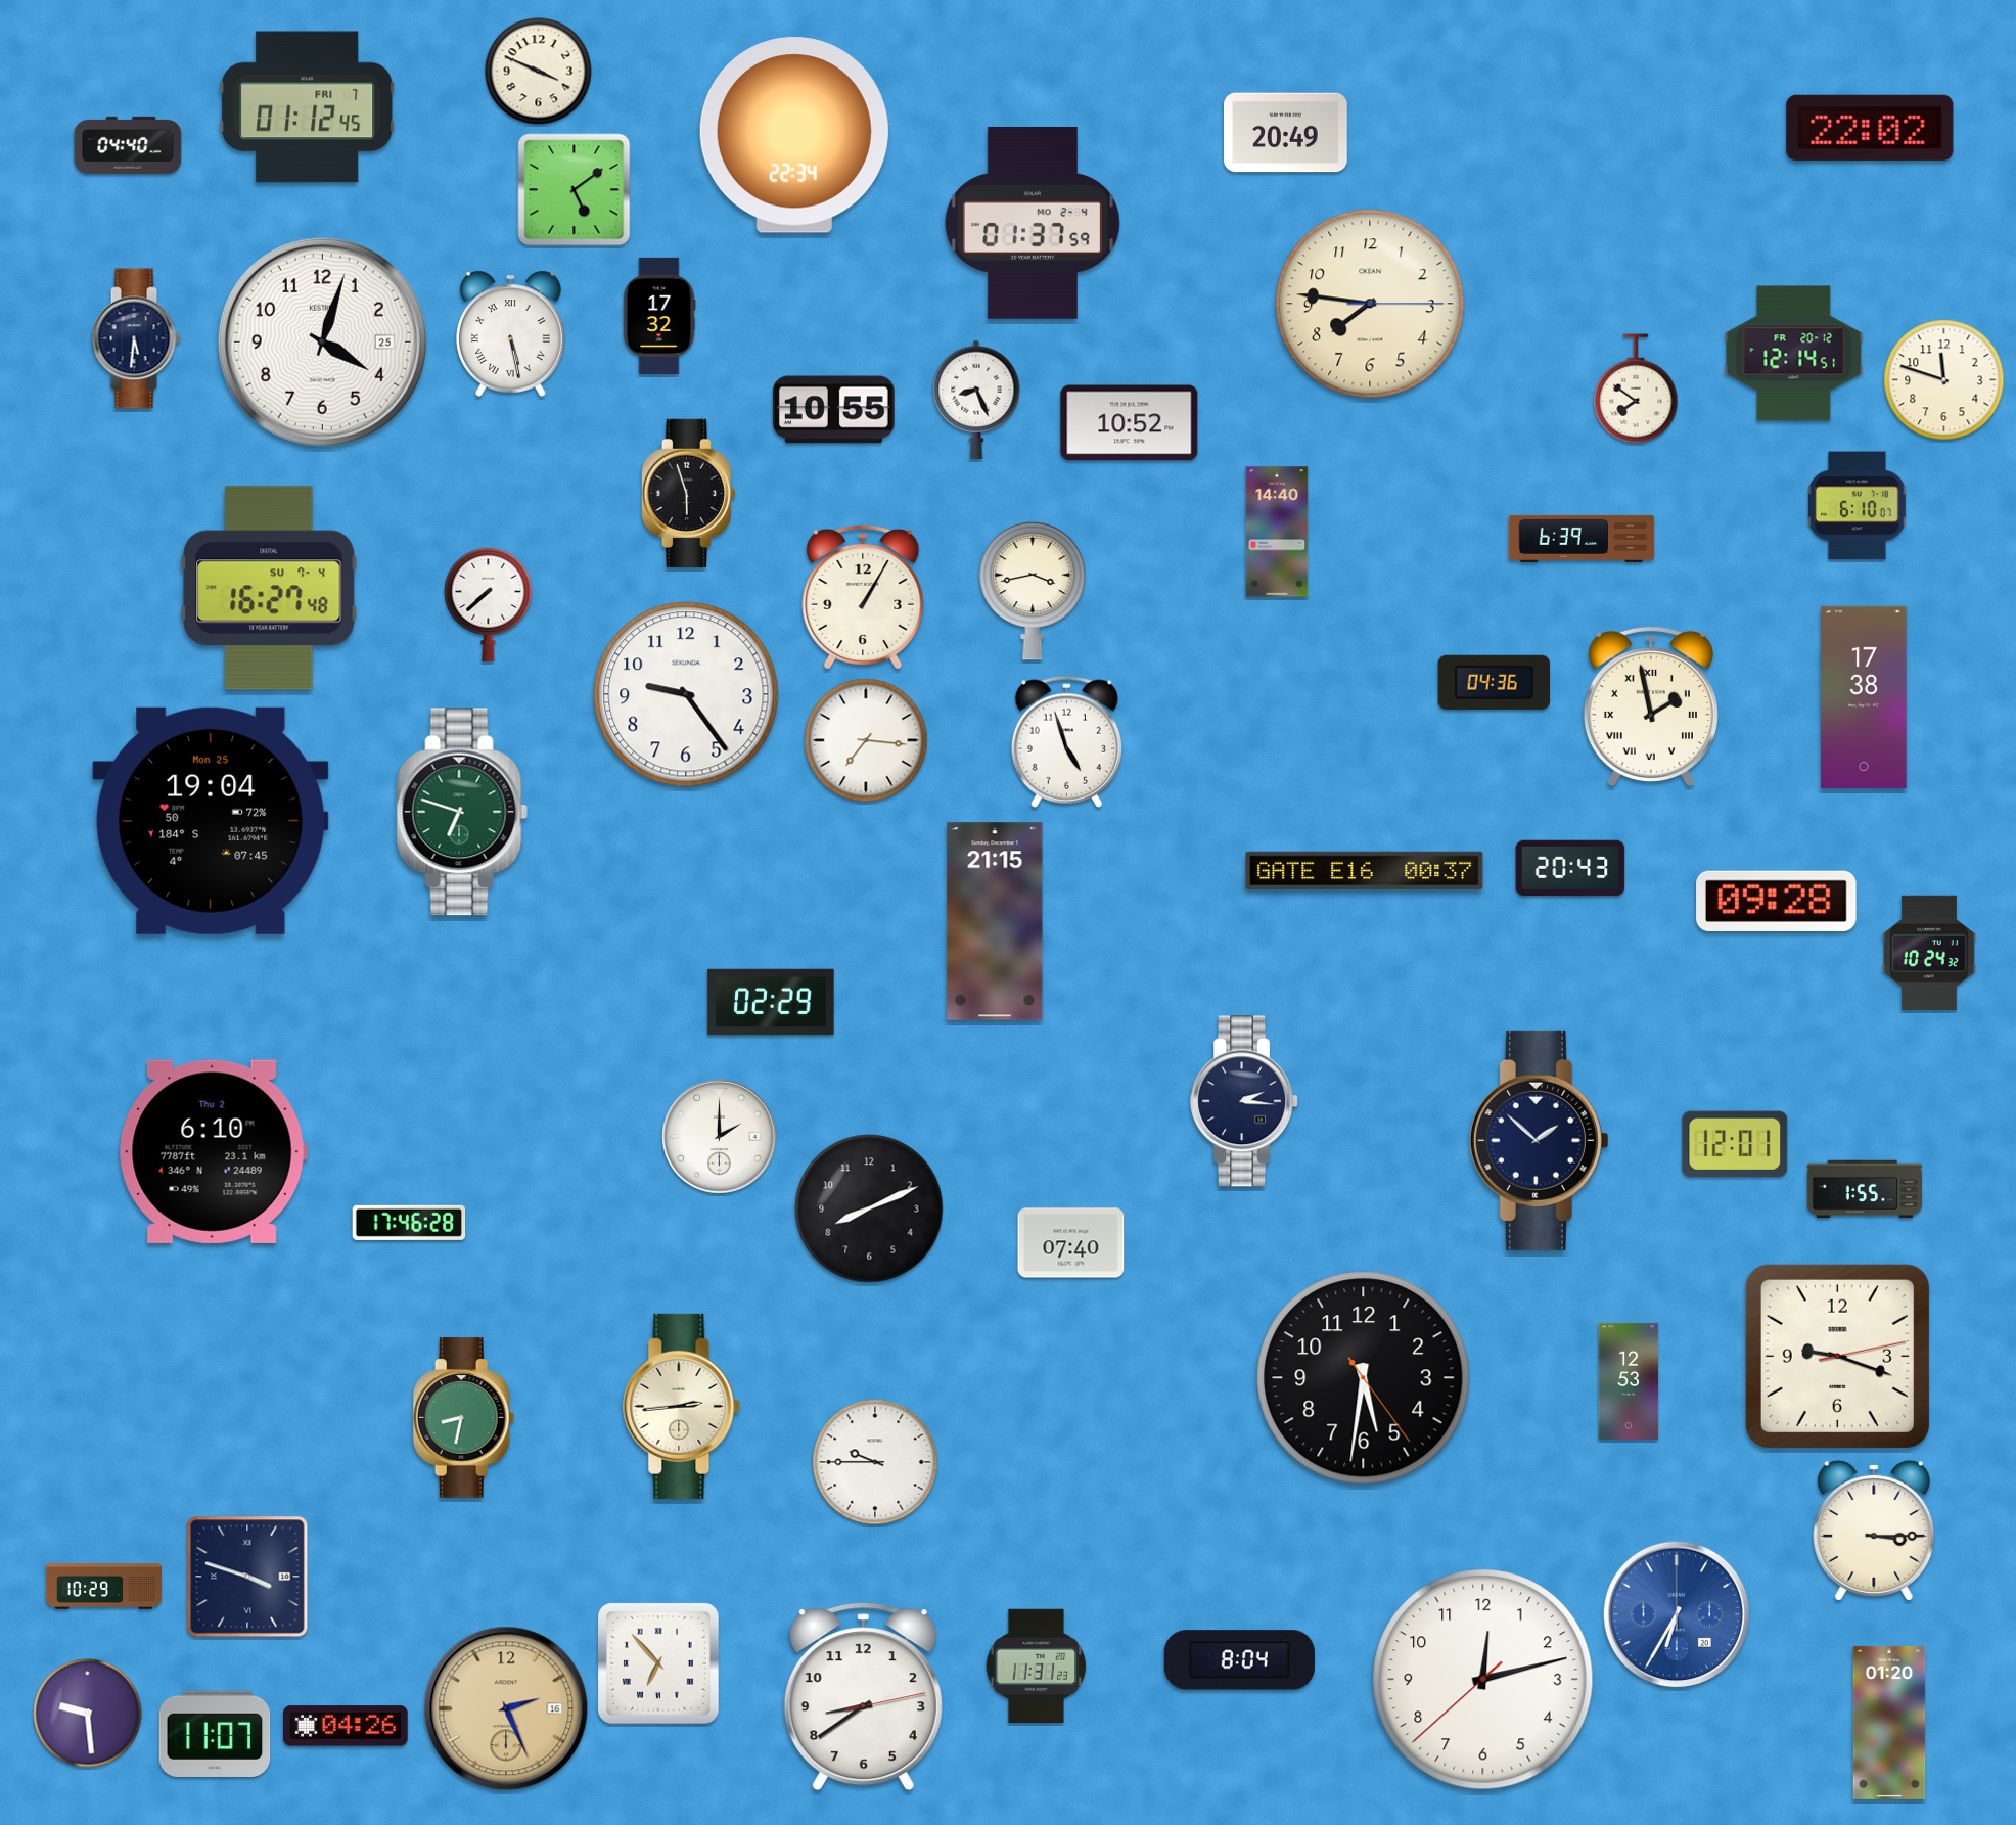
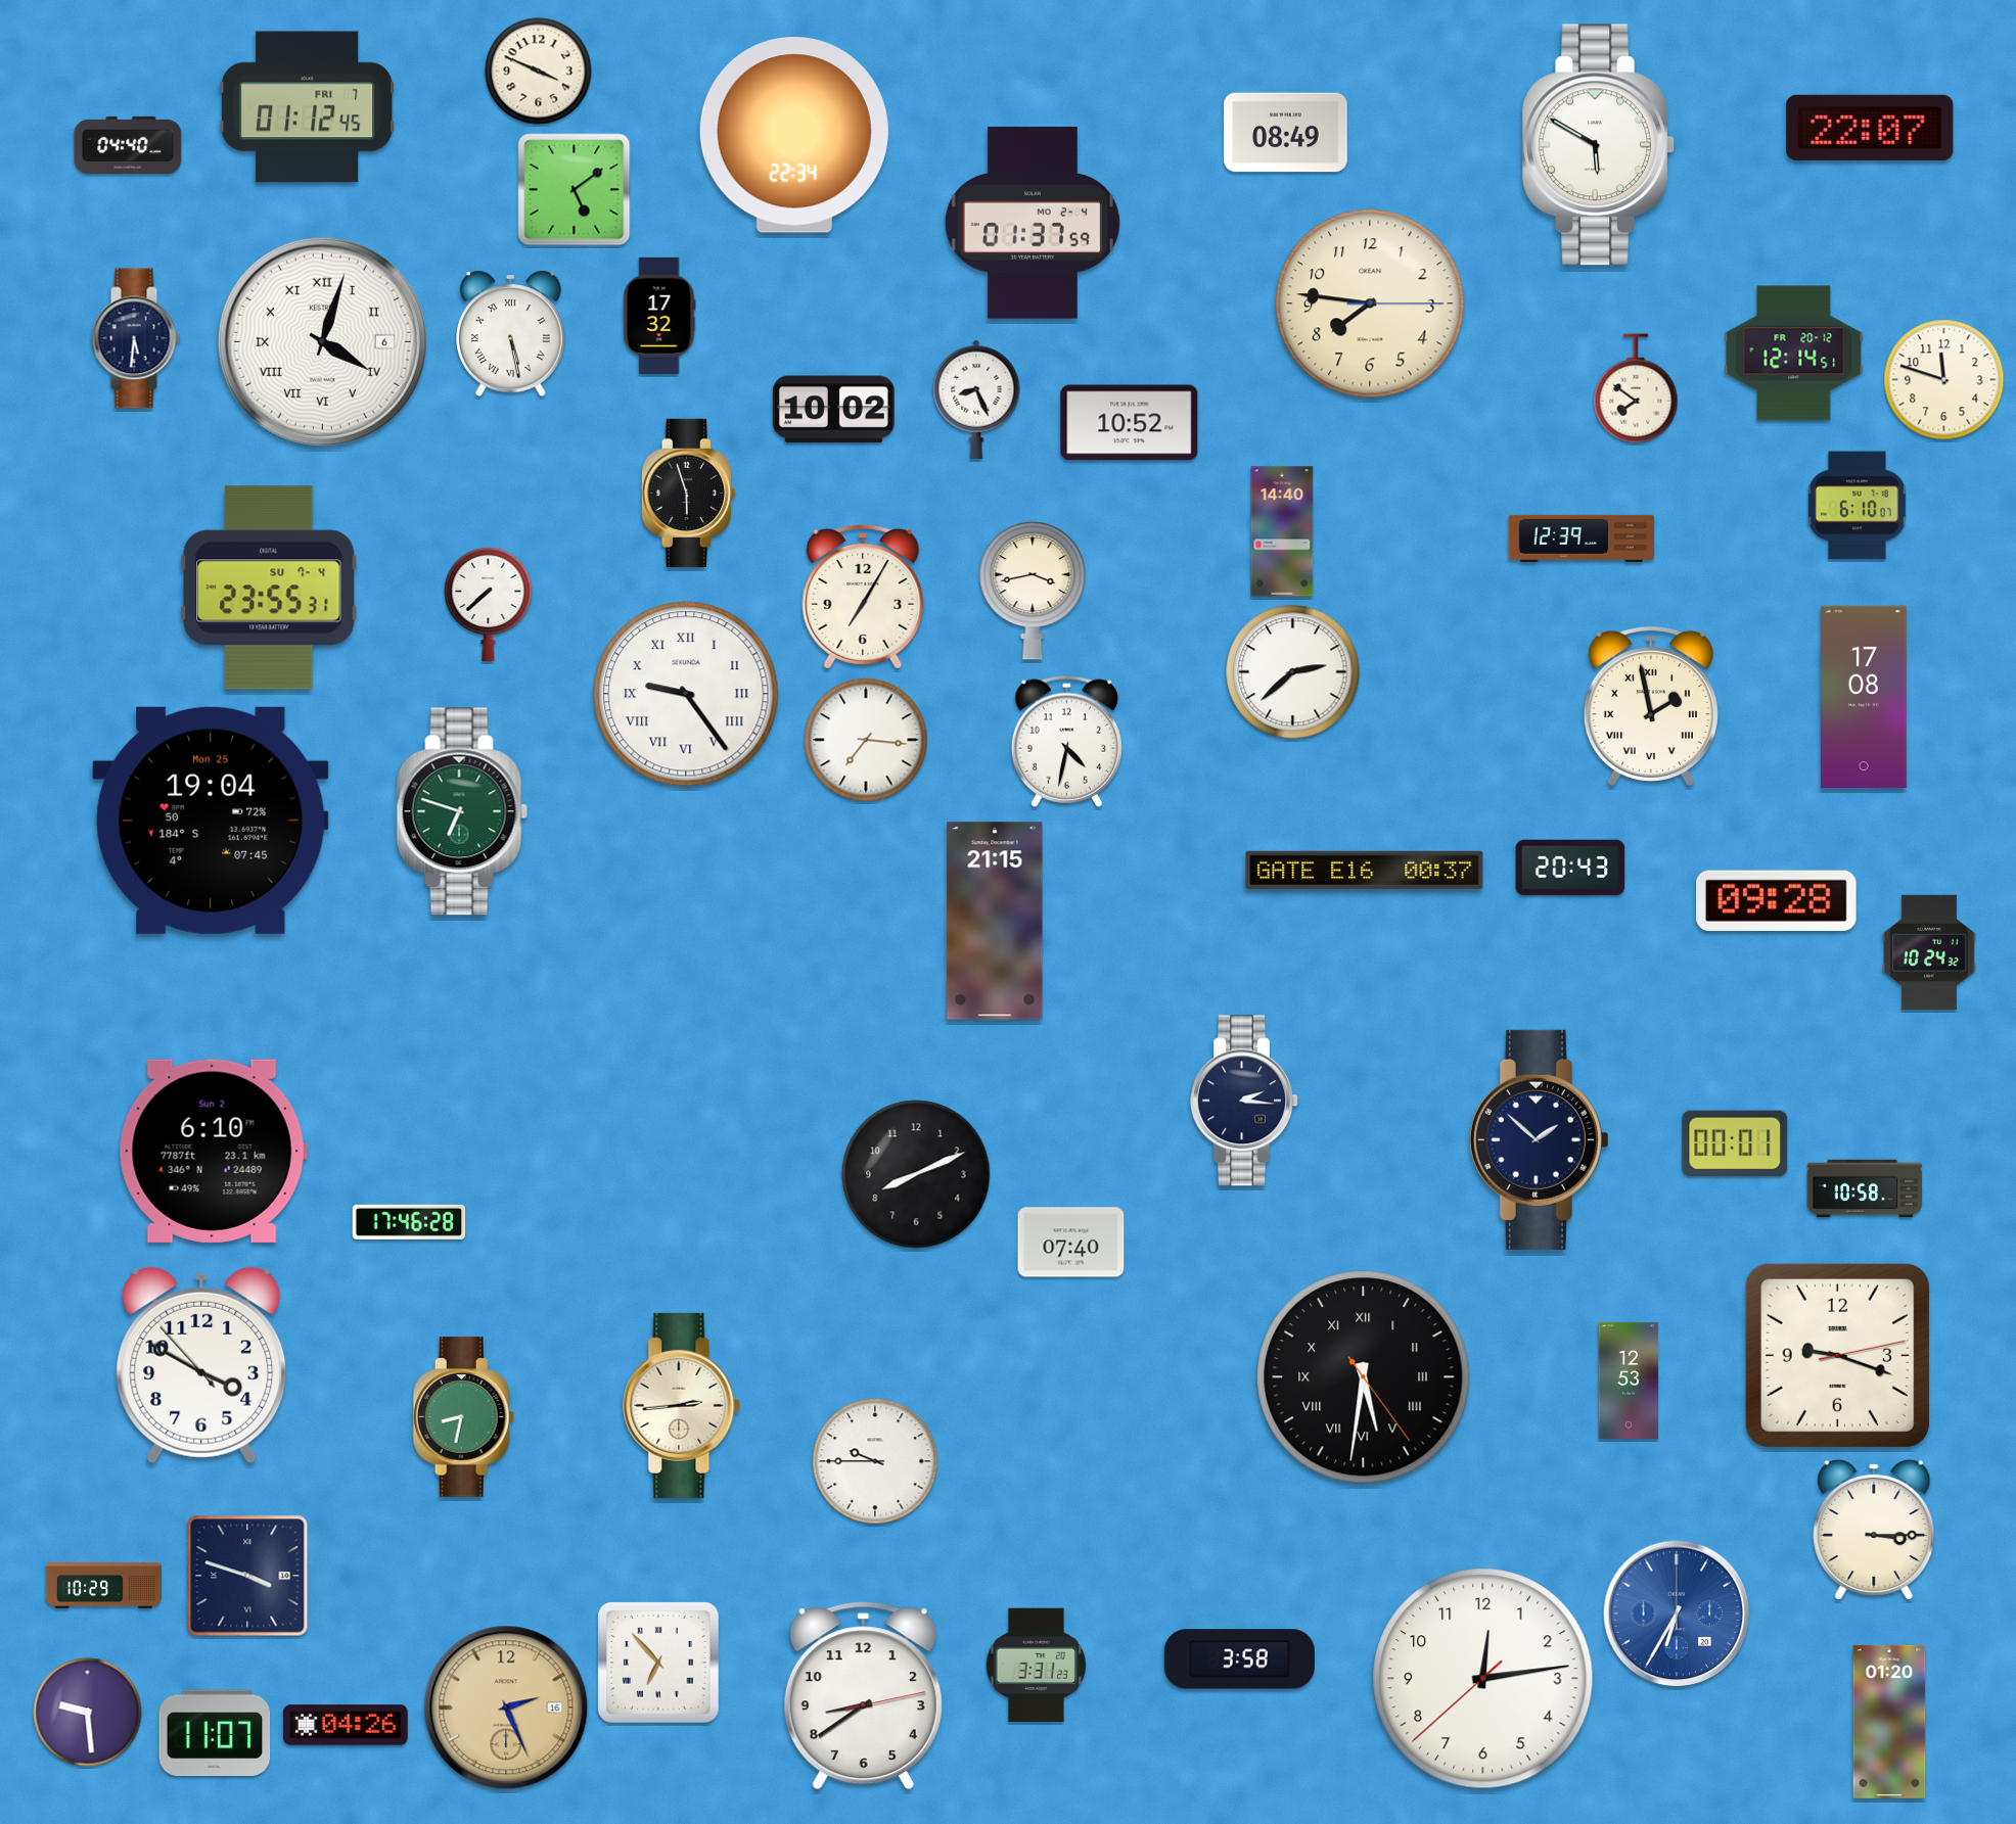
clock at (1870, 128): 22:02 -> 22:07
clock at (1286, 133): 20:49 -> 08:49
clock at (1599, 145): none -> 5:50
clock at (322, 341) date: 25 -> 6
clock at (322, 341) numerals: Arabic -> Roman
clock at (833, 410): 10:55 -> 10:02
clock at (1277, 532) position: (1277, 532) -> (1282, 531)
clock at (1582, 539): 6:39 -> 12:39
clock at (269, 588): 16:27 -> 23:55
clock at (863, 597): 1:05 -> 7:05
clock at (1293, 672): none -> 2:38
clock at (1495, 682): 04:36 -> none
clock at (686, 694) numerals: Arabic -> Roman
clock at (1864, 696): 17:38 -> 17:08
clock at (1066, 741): 4:57 -> 4:32
clock at (771, 1002): 02:29 -> none
clock at (720, 1137): 2:00 -> none
clock at (1735, 1144): 12:01 -> 00:01
clock at (213, 1151) date: Thu 2 -> Sun 2
clock at (1865, 1189): 1:55 -> 10:58
clock at (869, 1208) position: (869, 1208) -> (916, 1174)
clock at (201, 1365): none -> 3:49
clock at (1364, 1378) numerals: Arabic -> Roman
clock at (1239, 1660): 8:04 -> 3:58
clock at (1037, 1666): 11:31 -> 3:31
clock at (1483, 1680): 12:12 -> 12:13
